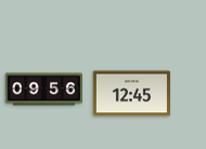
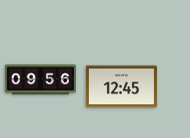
clock at (43, 90) position: (43, 90) -> (40, 80)
